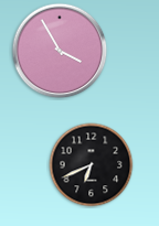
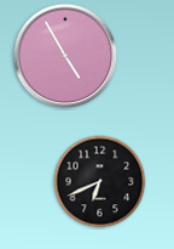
clock at (60, 51): 3:55 -> 4:55
